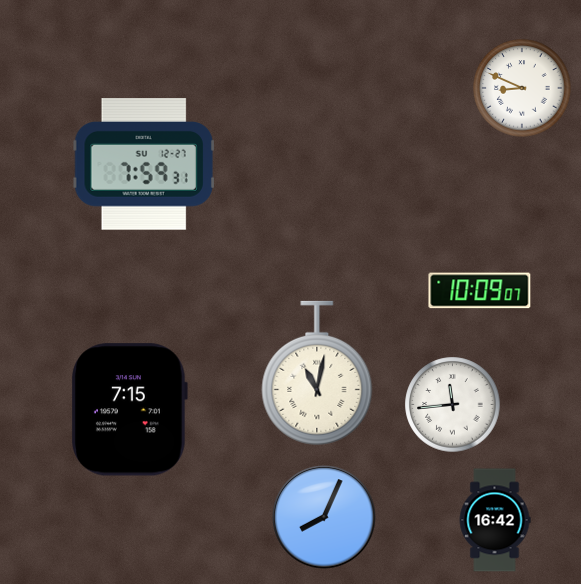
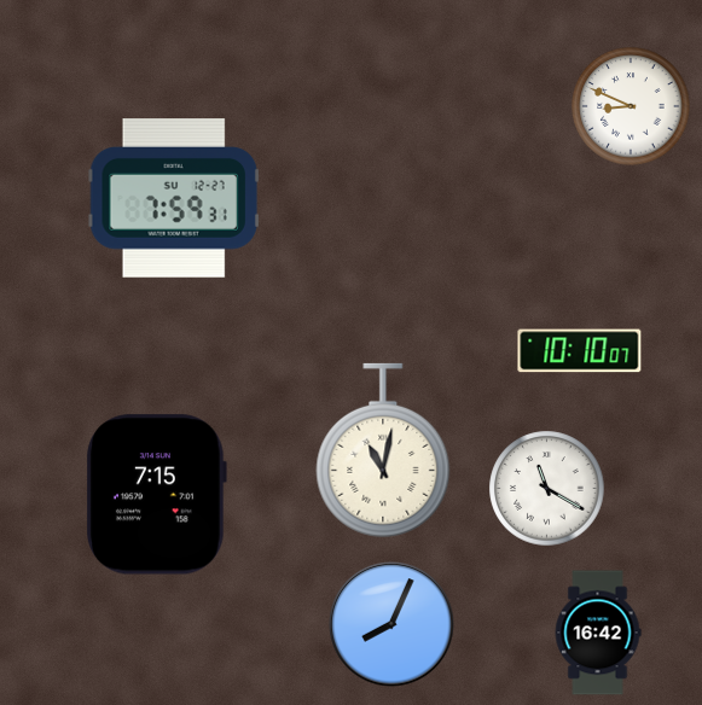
clock at (480, 291): 10:09 -> 10:10
clock at (453, 405): 11:44 -> 11:20
clock at (495, 520) position: (495, 520) -> (598, 633)
